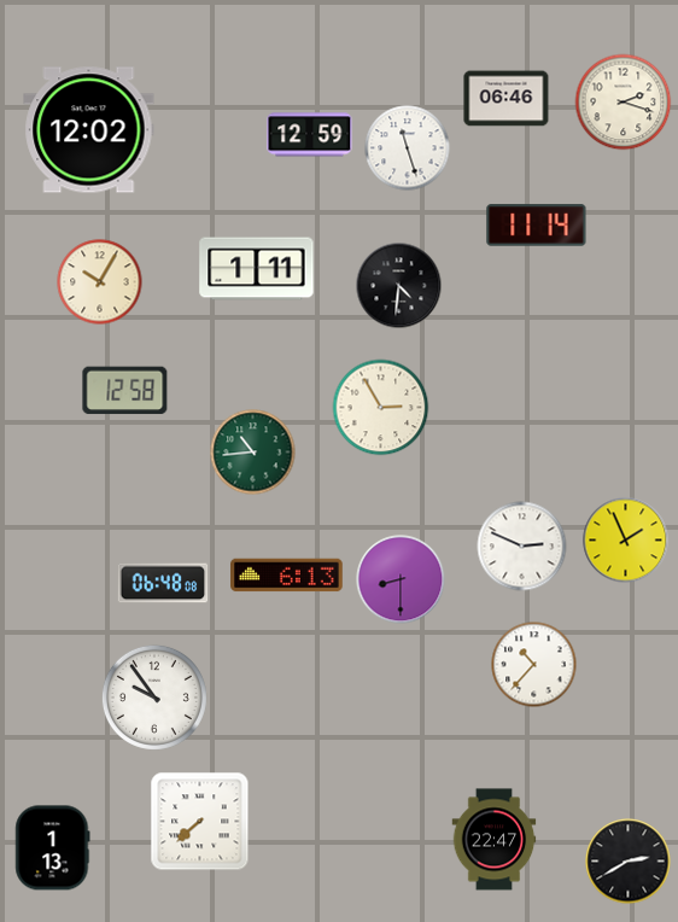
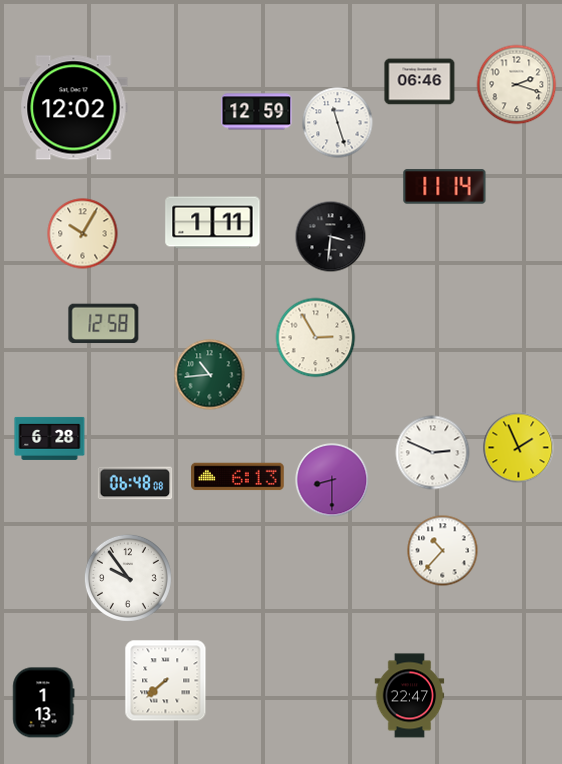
clock at (399, 286): 4:31 -> 3:31
clock at (50, 438): none -> 6:28
clock at (629, 862): 2:40 -> none
